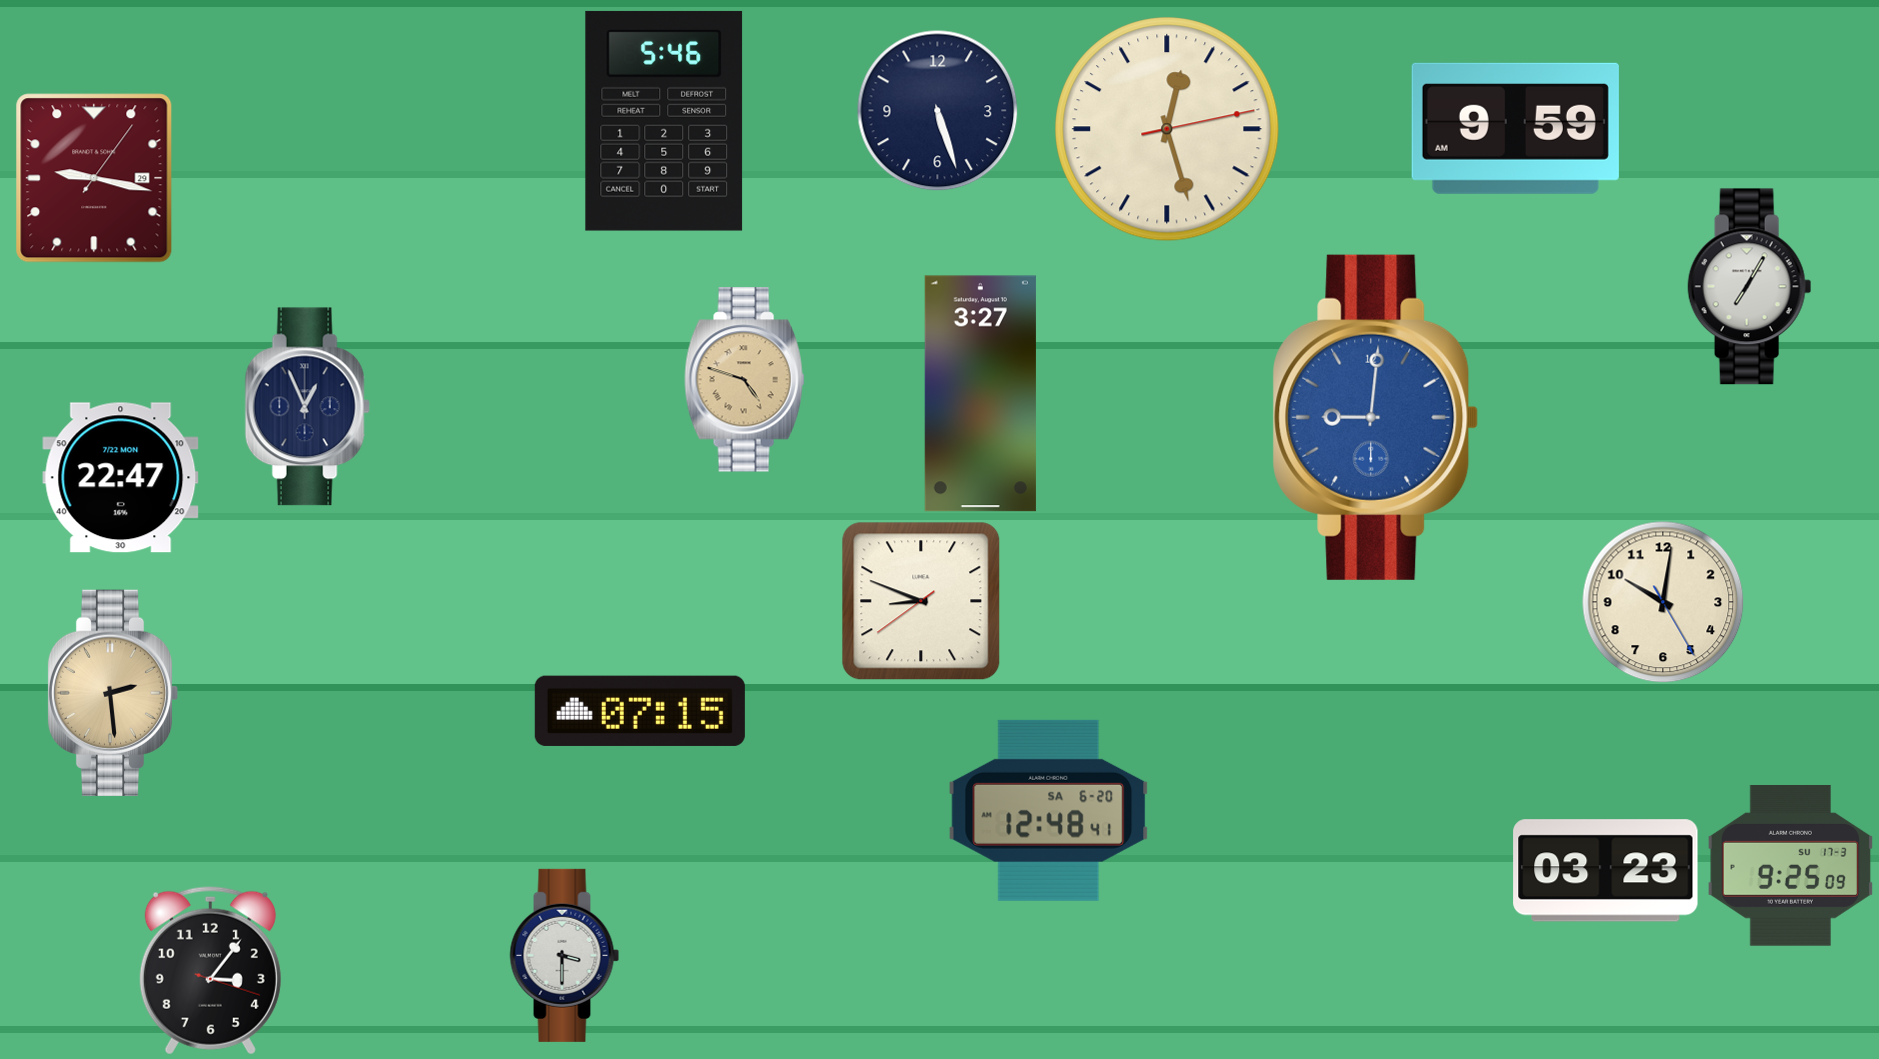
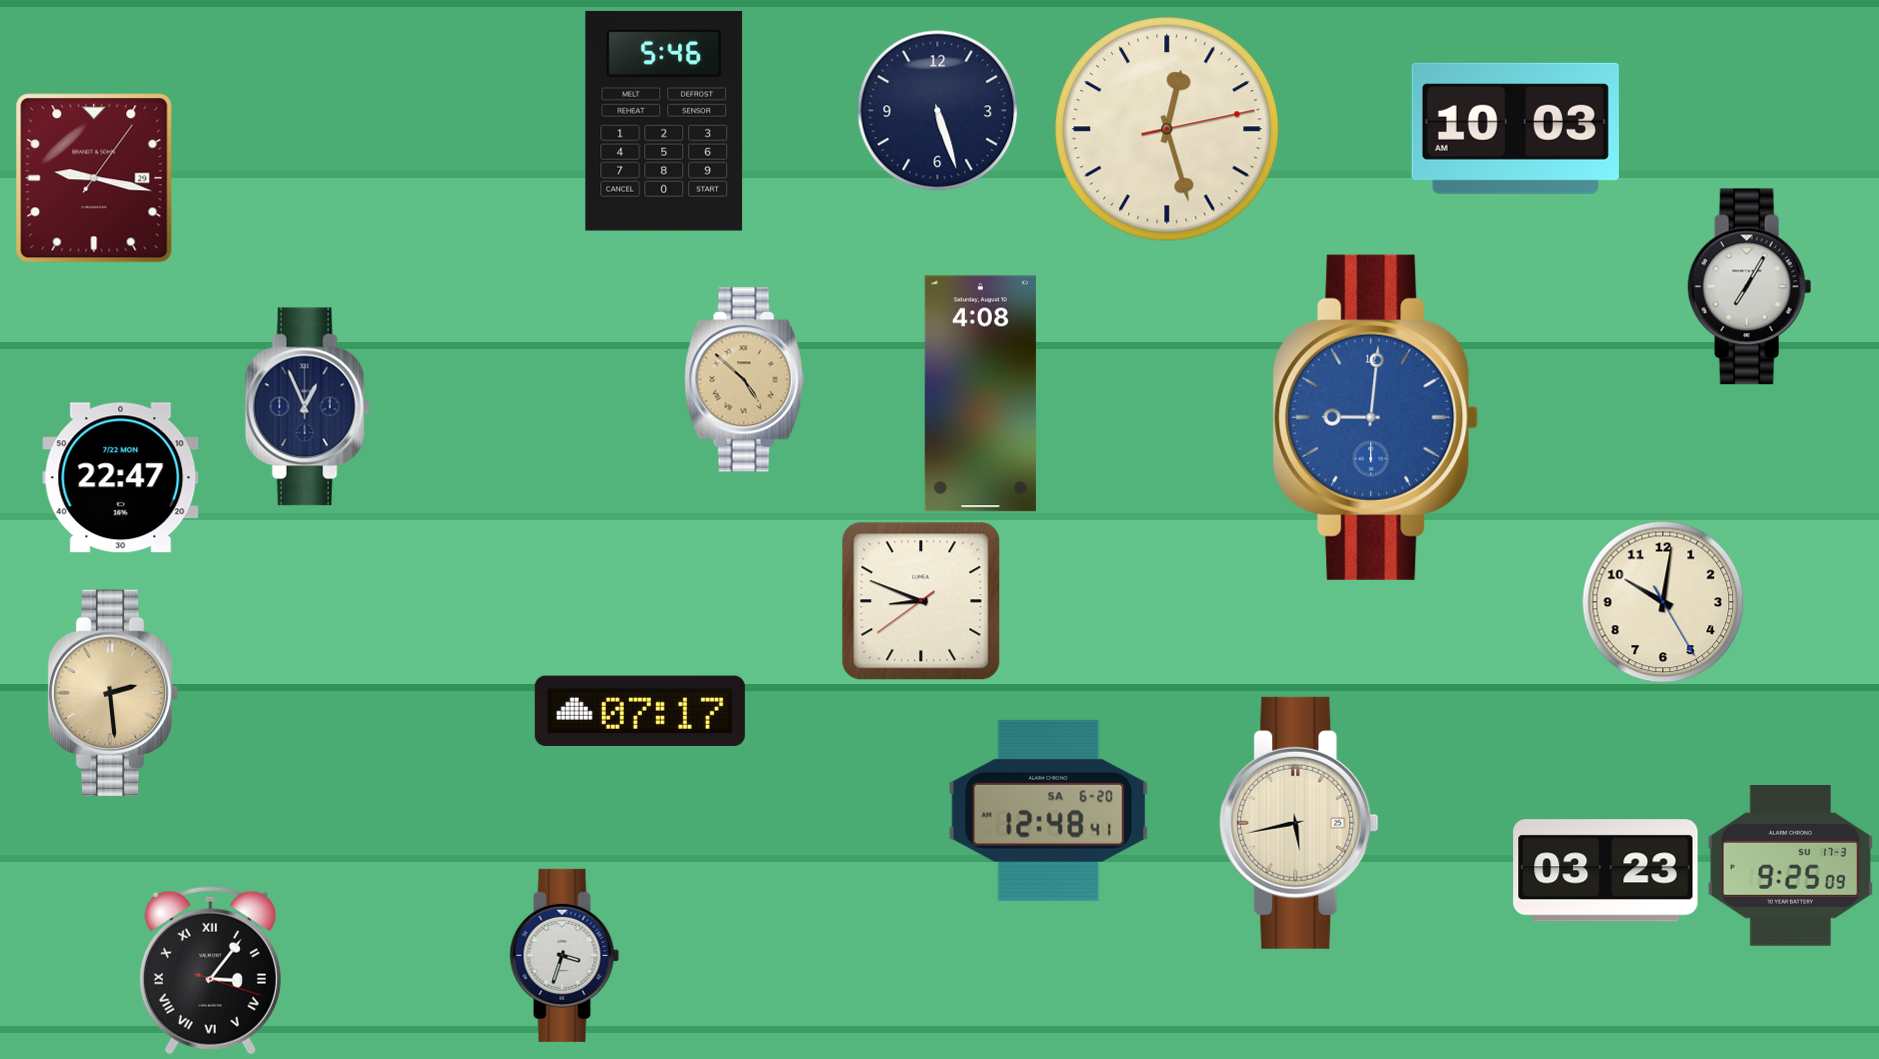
clock at (1515, 128): 9:59 -> 10:03
clock at (745, 380): 4:48 -> 4:52
clock at (980, 394): 3:27 -> 4:08
clock at (640, 711): 07:15 -> 07:17
clock at (1299, 823): none -> 5:43
clock at (565, 955): 3:30 -> 3:33
clock at (210, 971) numerals: Arabic -> Roman
